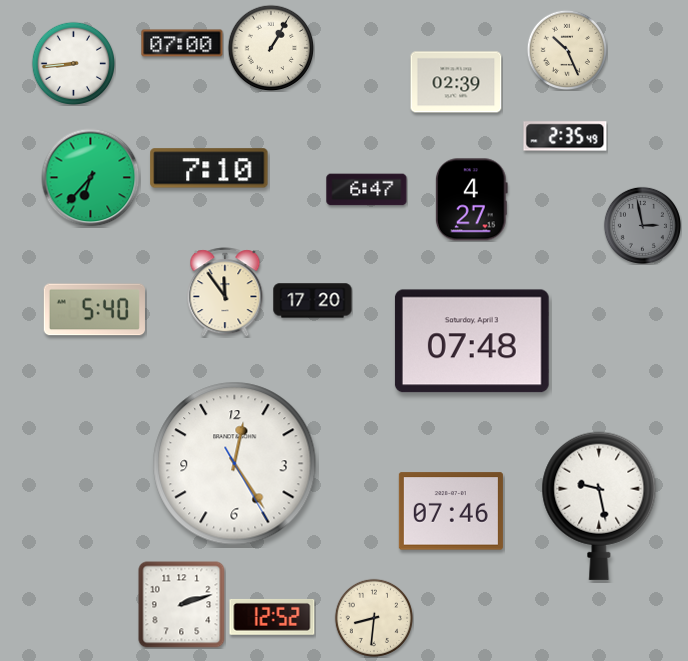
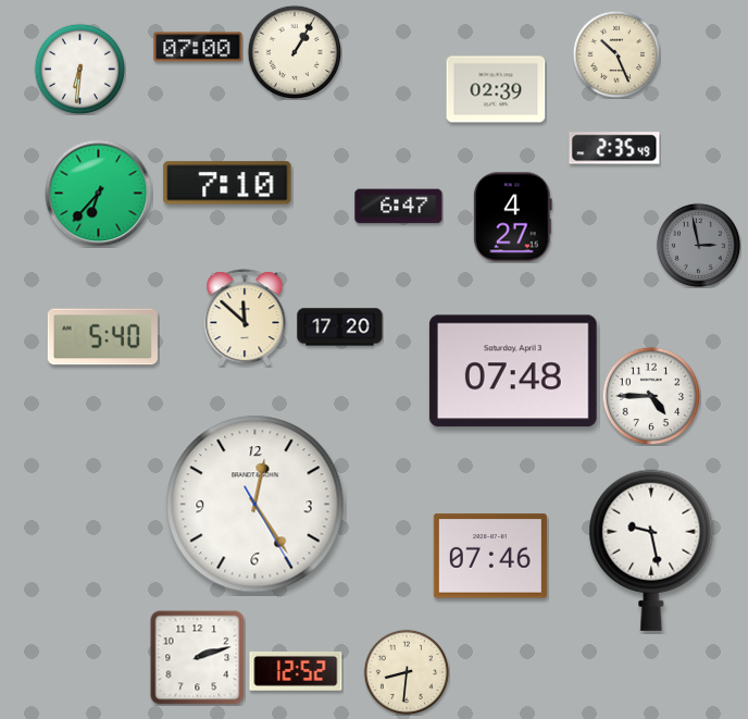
clock at (73, 63): 8:44 -> 6:31
clock at (225, 292): 11:54 -> 11:52
clock at (651, 396): none -> 4:45
